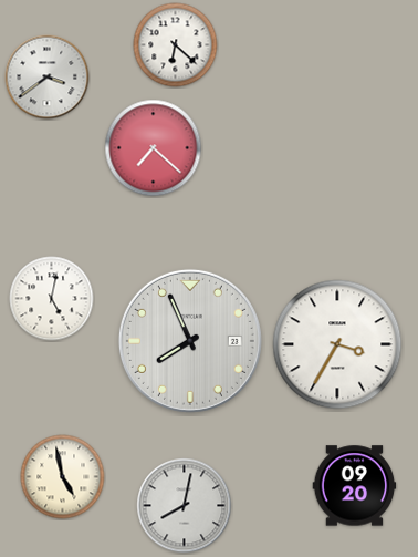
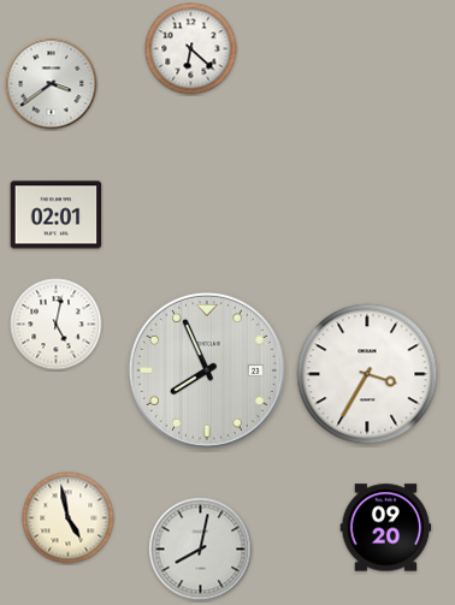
clock at (154, 148): 7:22 -> none
clock at (57, 215): none -> 02:01
